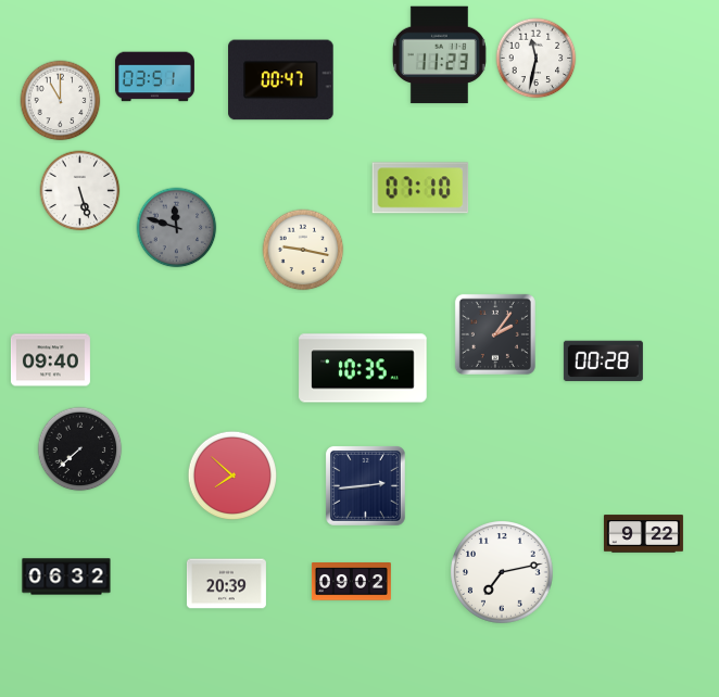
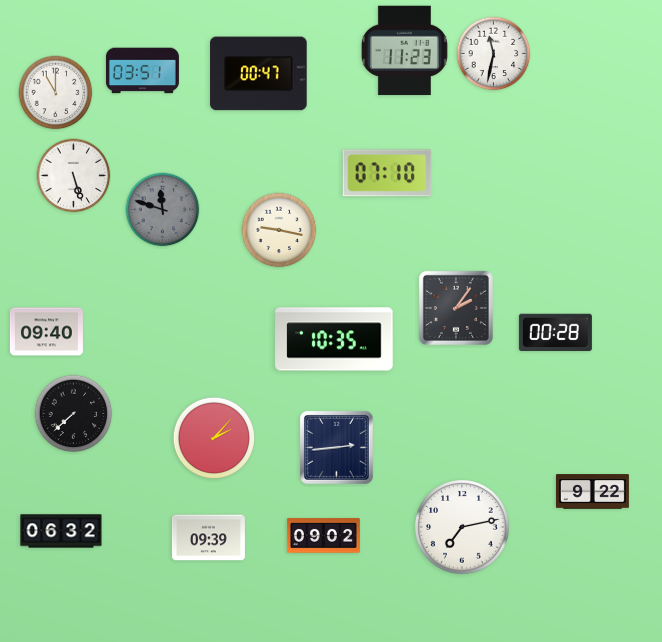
clock at (232, 476): 7:52 -> 2:07
clock at (226, 584): 20:39 -> 09:39
